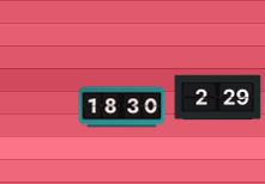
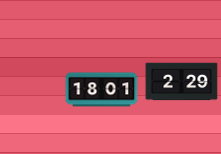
clock at (122, 108): 18:30 -> 18:01
